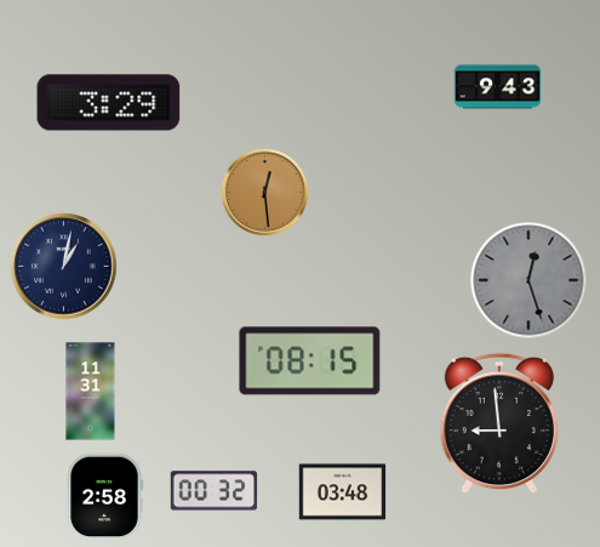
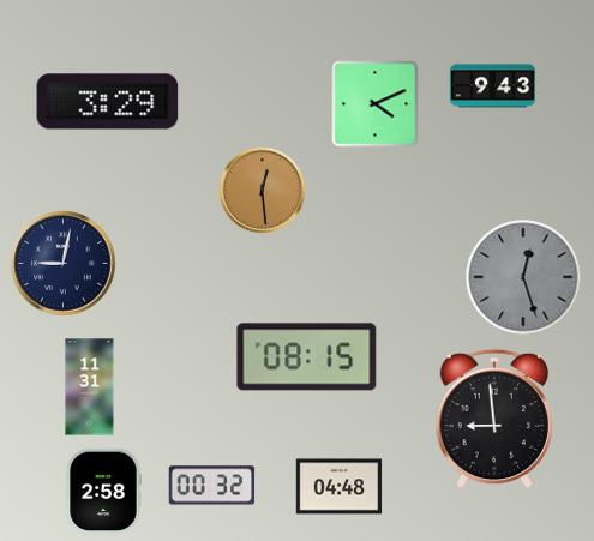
clock at (376, 104): none -> 4:11
clock at (64, 267): 1:02 -> 9:02
clock at (343, 492): 03:48 -> 04:48
